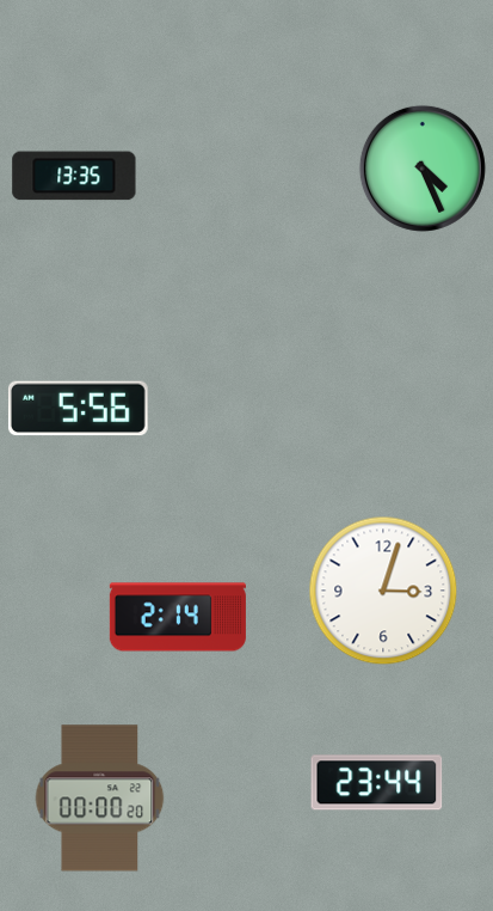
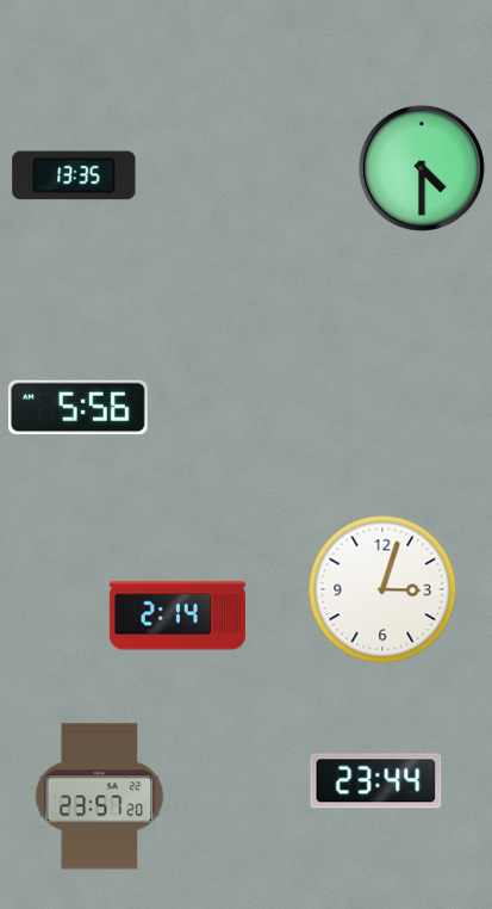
clock at (423, 169): 4:26 -> 4:30
clock at (100, 799): 00:00 -> 23:57
